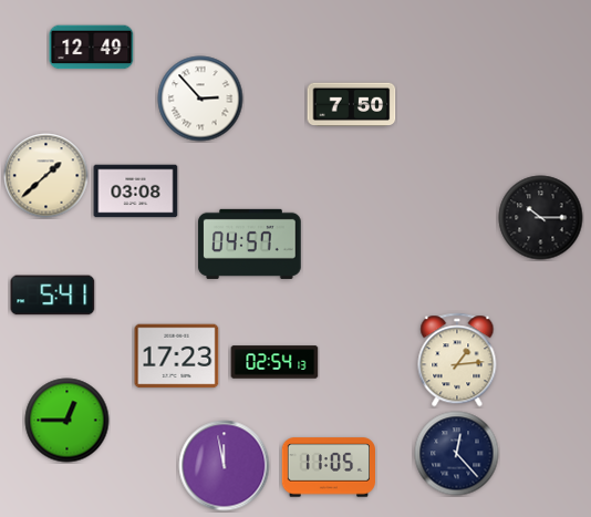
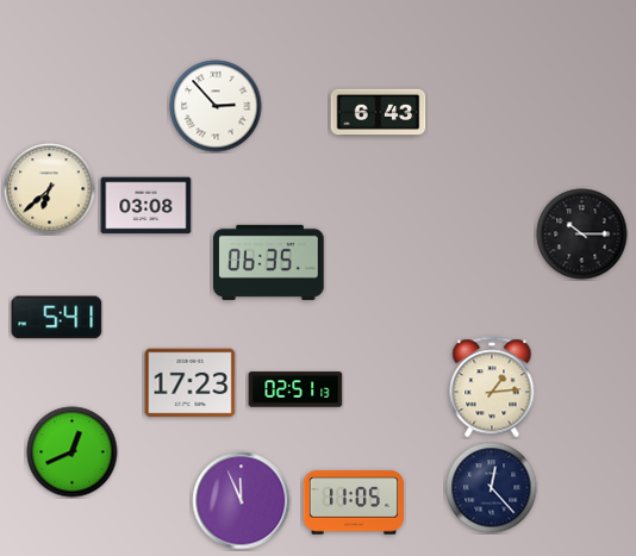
clock at (92, 48): 12:49 -> none
clock at (352, 105): 7:50 -> 6:43
clock at (46, 176): 1:38 -> 6:38
clock at (250, 244): 04:57 -> 06:35
clock at (274, 362): 02:54 -> 02:51
clock at (68, 421): 12:45 -> 12:41
clock at (225, 466): 11:58 -> 11:56
